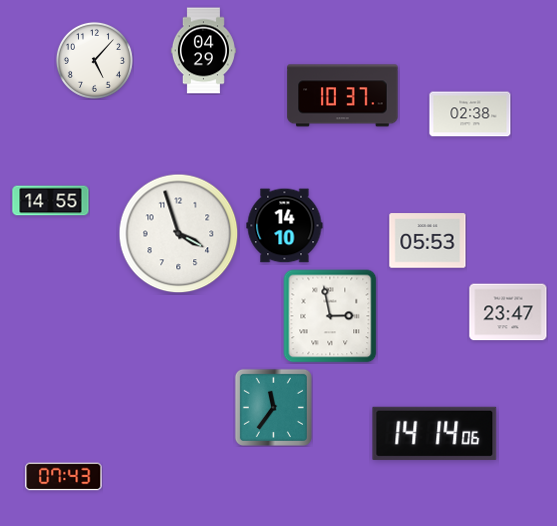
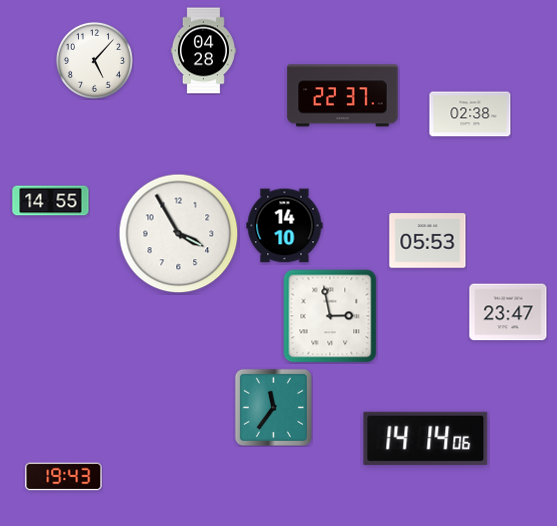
clock at (203, 51): 04:29 -> 04:28
clock at (343, 96): 10:37 -> 22:37
clock at (179, 234): 3:57 -> 3:55
clock at (435, 433) position: (435, 433) -> (426, 438)
clock at (64, 477): 07:43 -> 19:43
